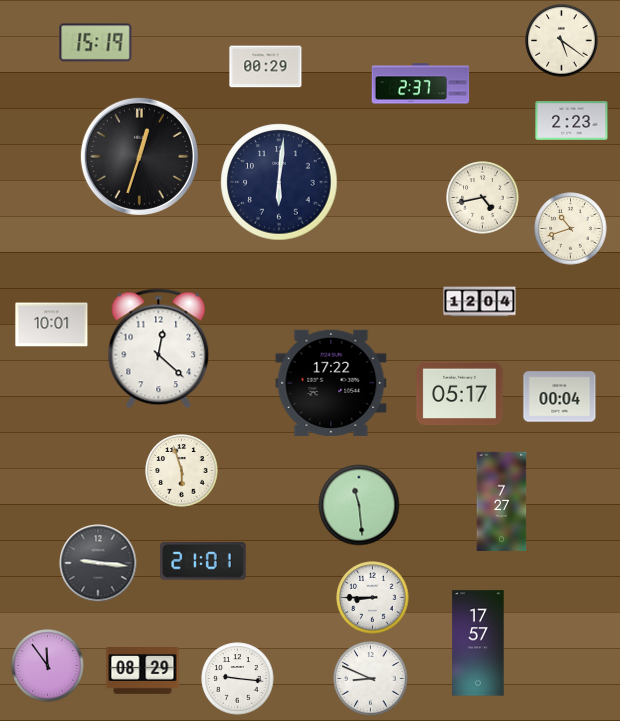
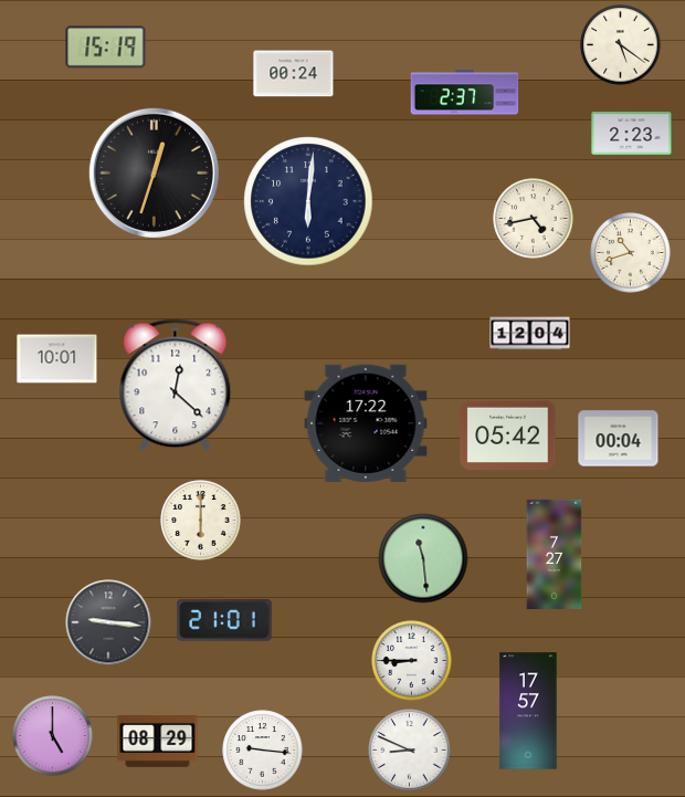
clock at (266, 67): 00:29 -> 00:24
clock at (460, 394): 05:17 -> 05:42
clock at (182, 471): 5:57 -> 6:00
clock at (359, 505) position: (359, 505) -> (423, 558)
clock at (48, 666): 11:54 -> 5:00
